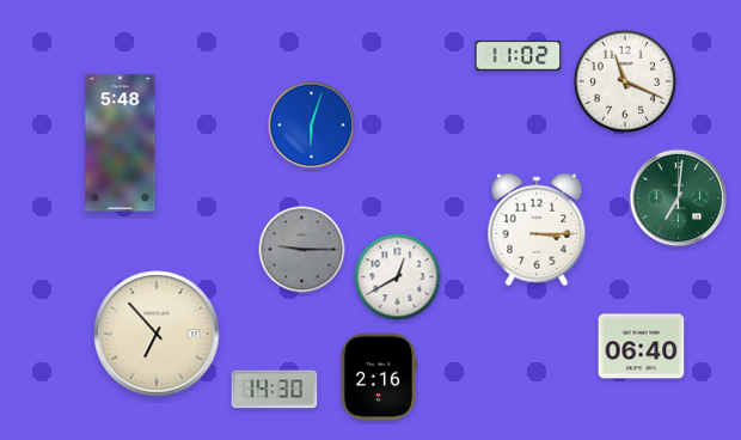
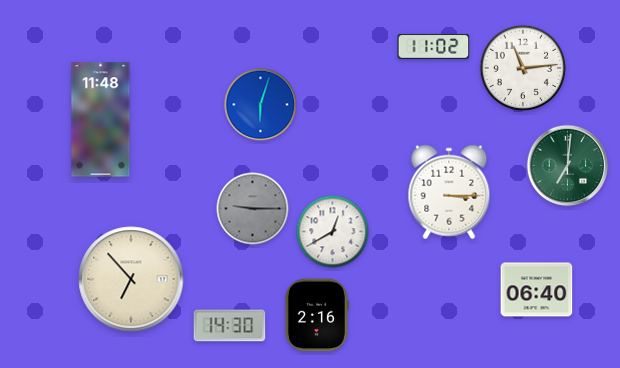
clock at (625, 81): 11:19 -> 11:14
clock at (121, 143): 5:48 -> 11:48
